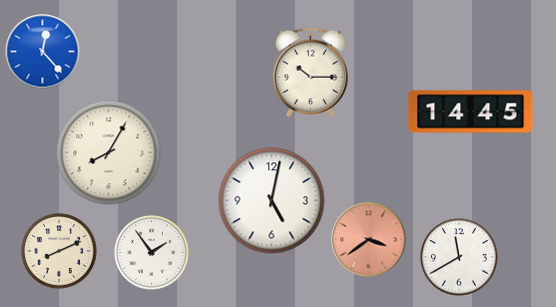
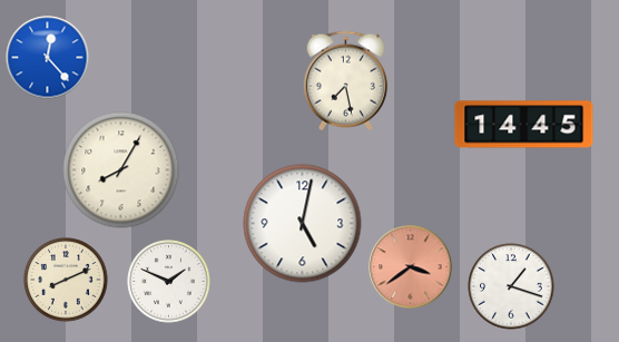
clock at (310, 73): 10:15 -> 7:28
clock at (152, 253): 1:54 -> 1:49
clock at (459, 257): 11:40 -> 1:18
